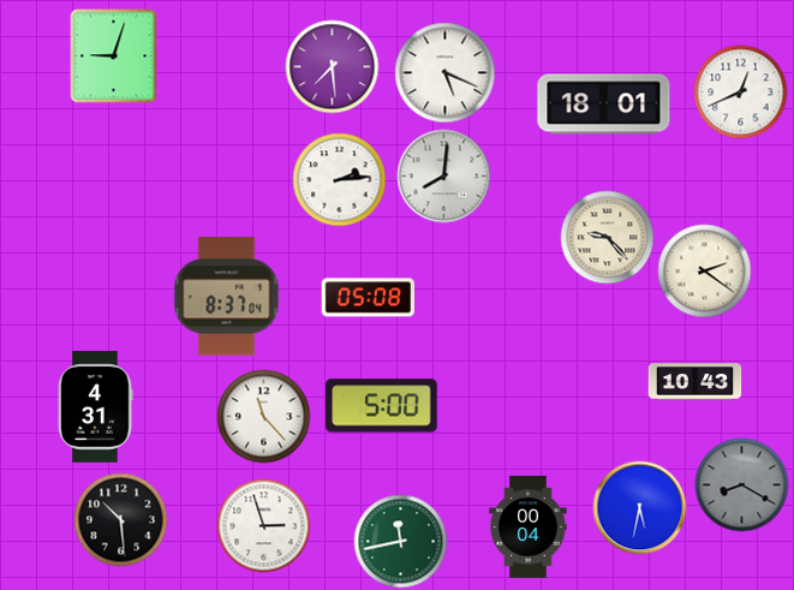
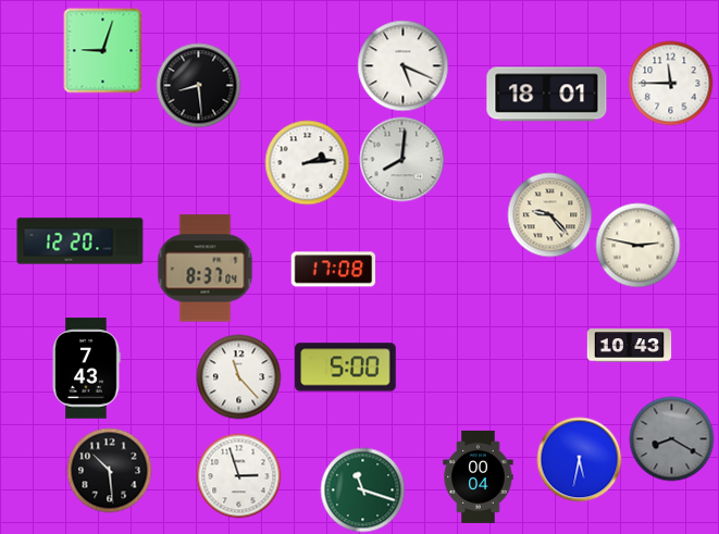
clock at (332, 66): 7:29 -> none
clock at (740, 91): 12:41 -> 11:45
clock at (198, 85): none -> 8:29
clock at (80, 241): none -> 12:20
clock at (704, 270): 2:21 -> 2:47
clock at (368, 298): 05:08 -> 17:08
clock at (95, 407): 4:31 -> 7:43
clock at (400, 541): 11:43 -> 11:18
